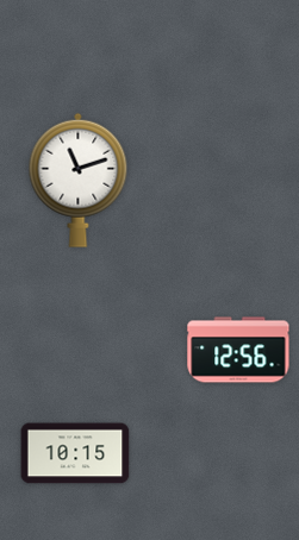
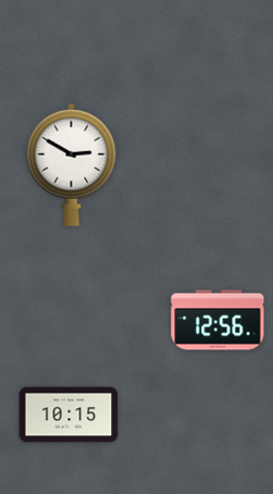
clock at (79, 180): 11:12 -> 2:50
